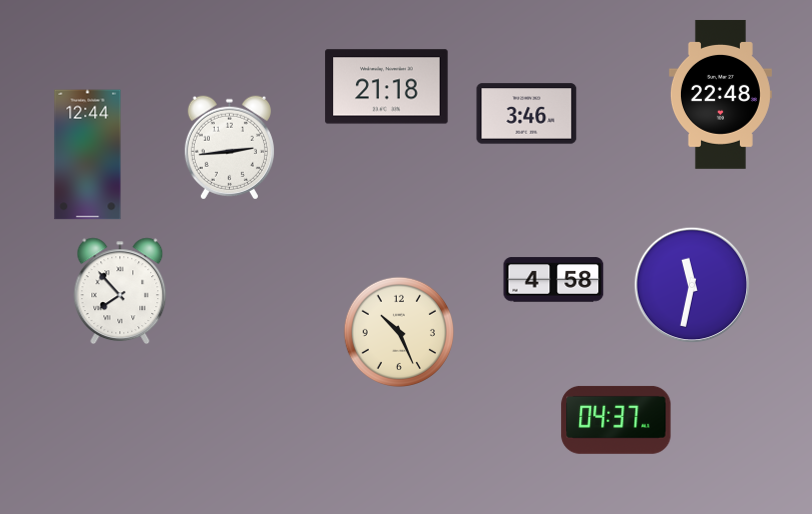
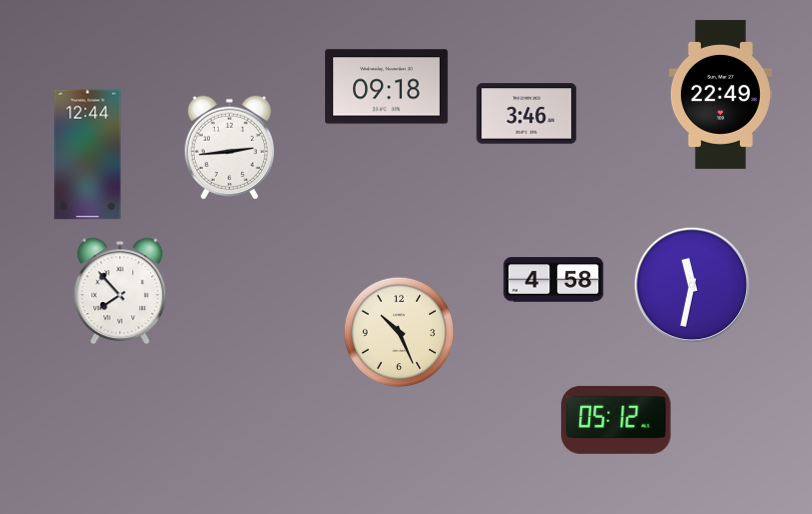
clock at (387, 87): 21:18 -> 09:18
clock at (720, 94): 22:48 -> 22:49
clock at (616, 420): 04:37 -> 05:12
